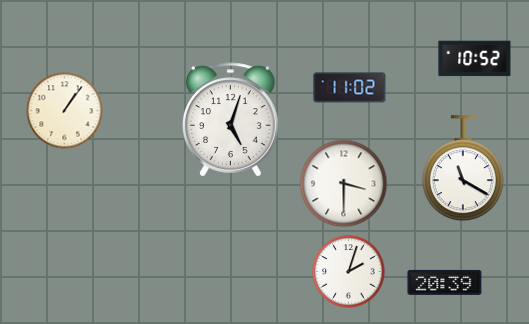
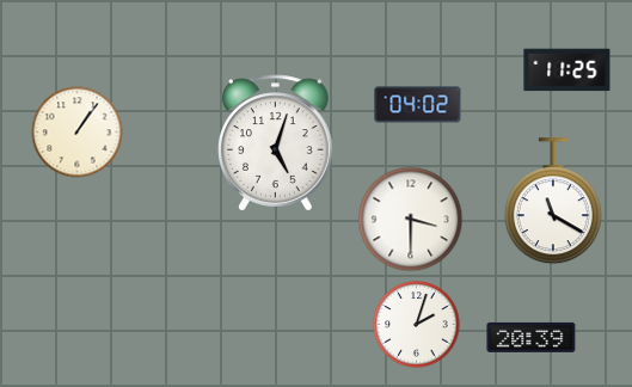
clock at (475, 59): 10:52 -> 11:25
clock at (350, 88): 11:02 -> 04:02
